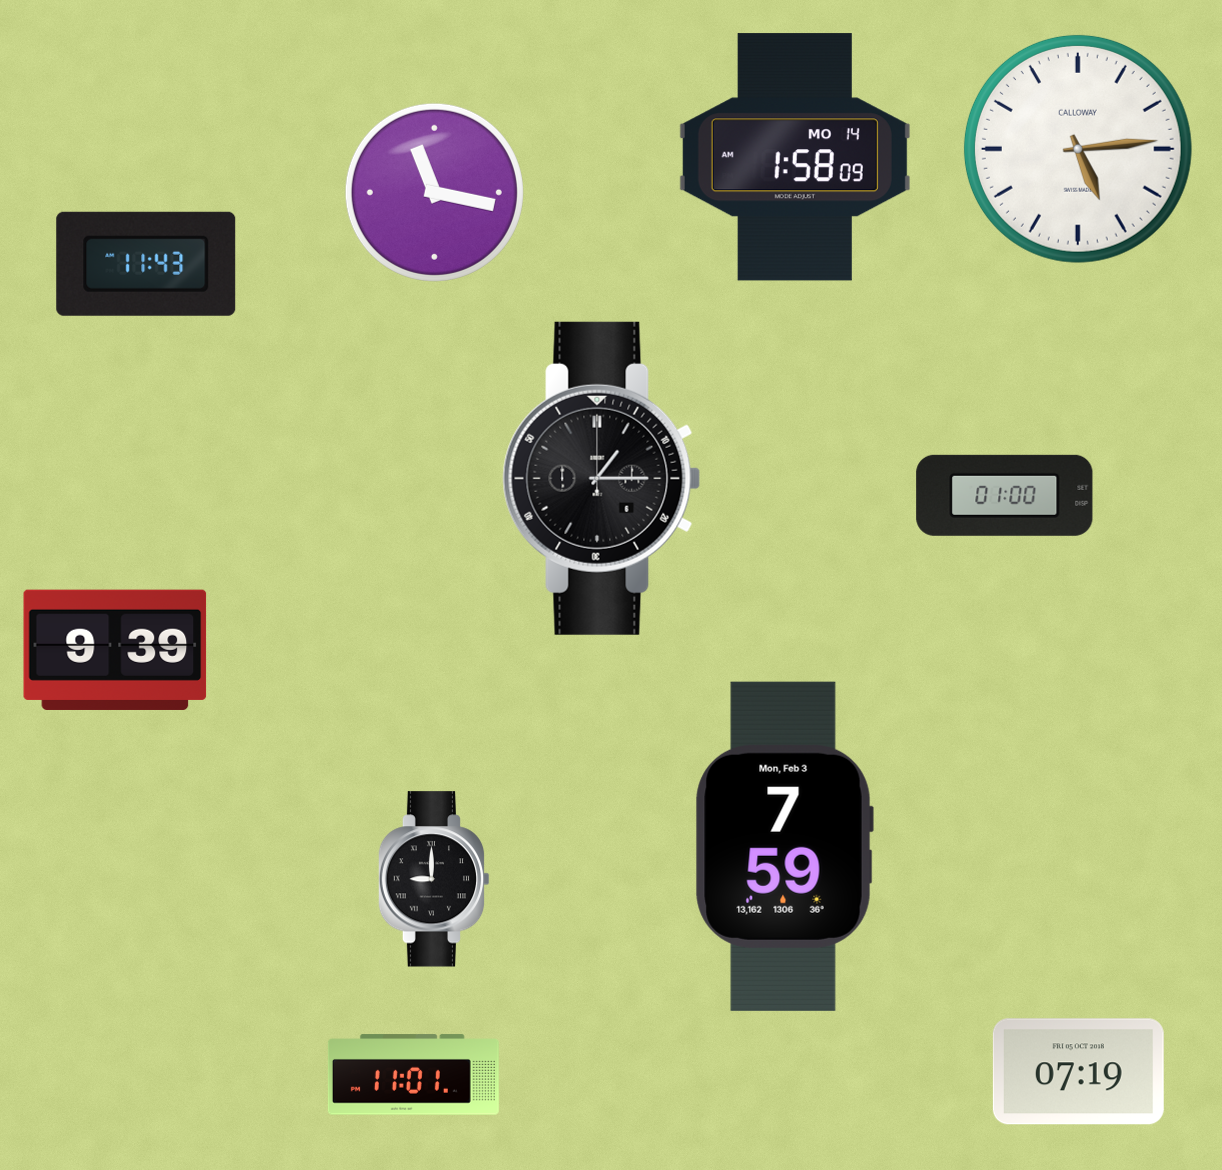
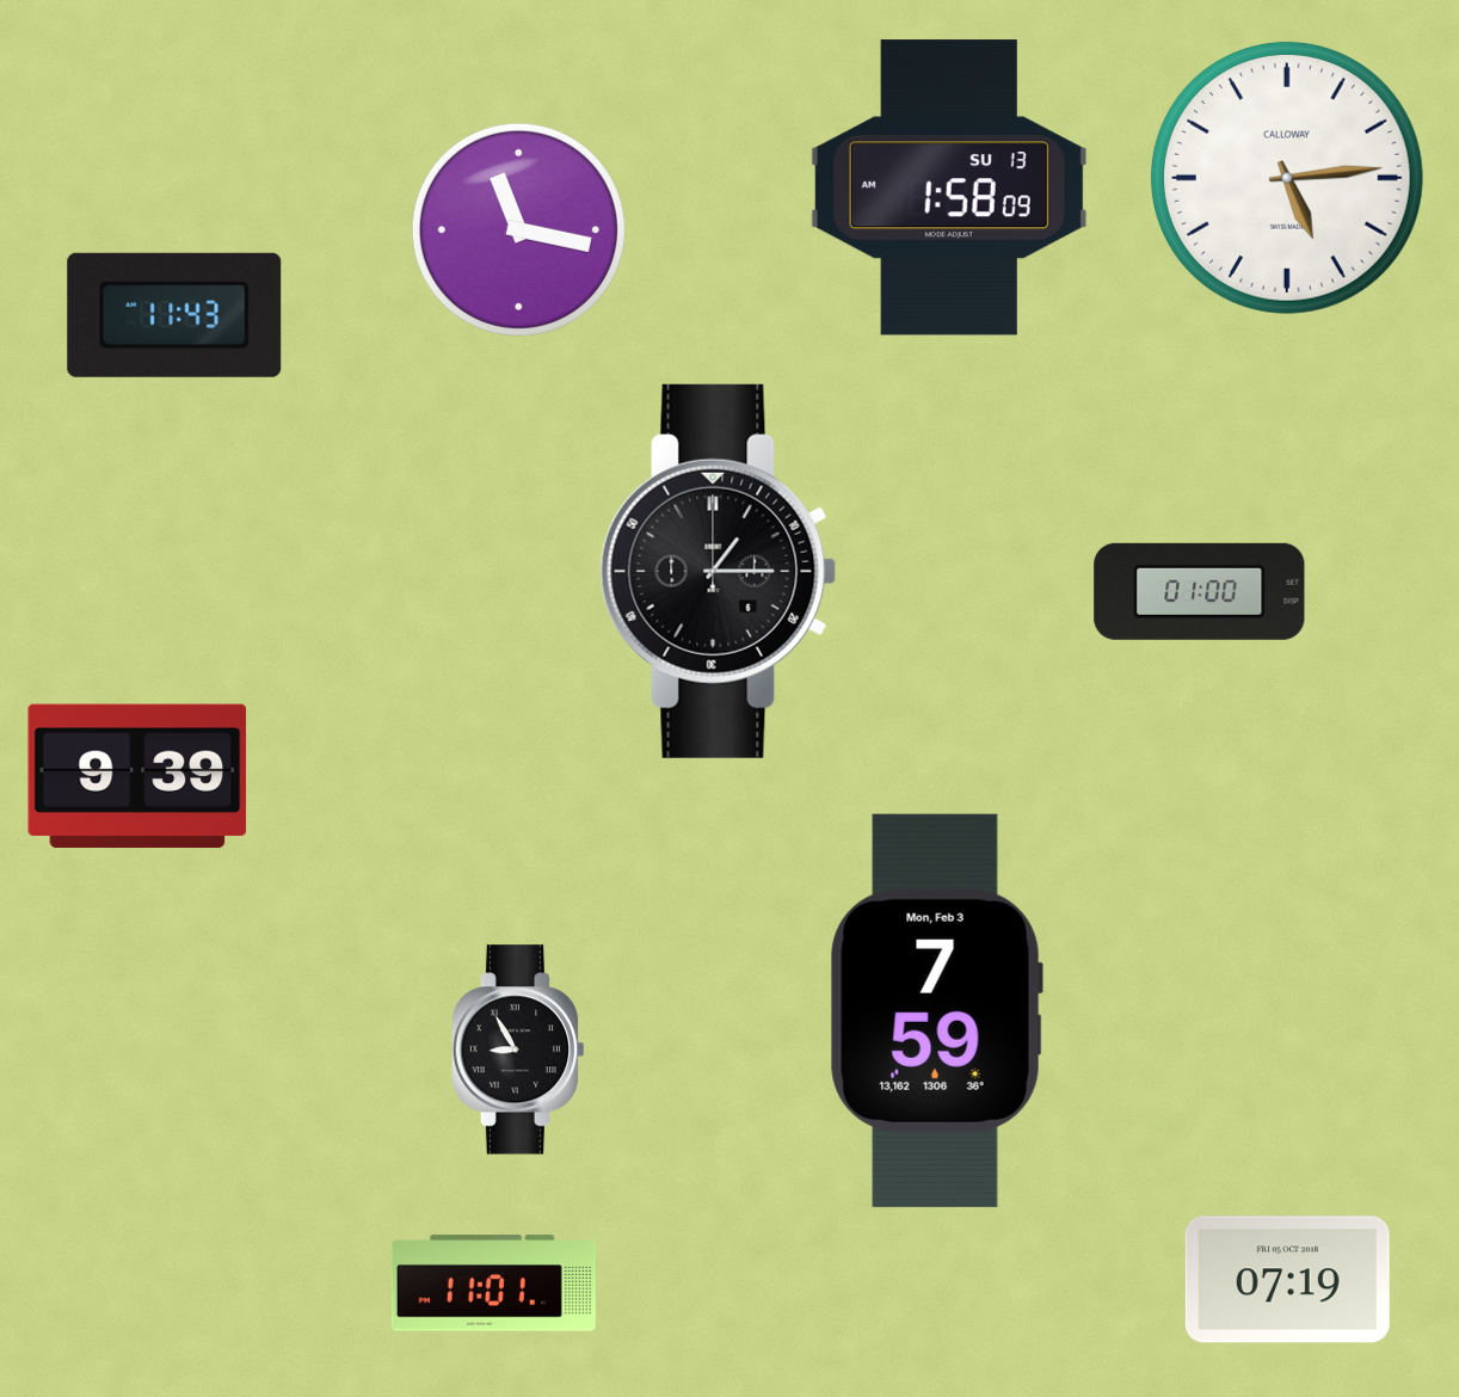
clock at (795, 157) date: MO 14 -> SU 13
clock at (434, 879): 9:00 -> 8:55
